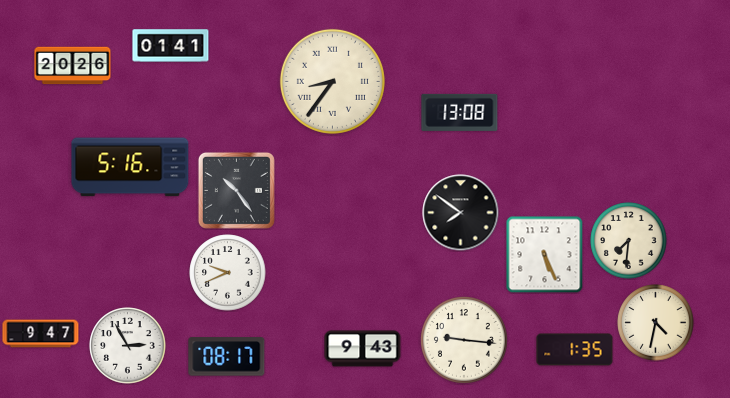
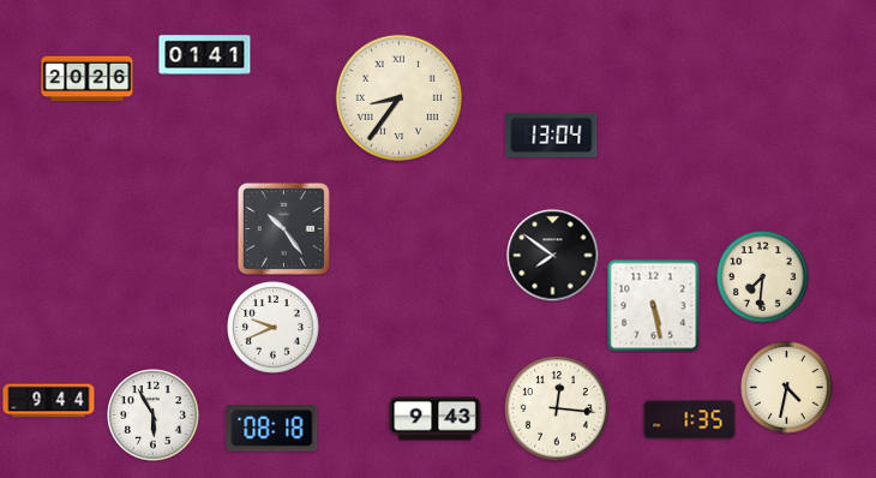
clock at (460, 112): 13:08 -> 13:04
clock at (130, 167): 5:16 -> none
clock at (629, 241) position: (629, 241) -> (763, 277)
clock at (544, 254): 5:26 -> 5:28
clock at (41, 334): 9:47 -> 9:44
clock at (465, 341): 9:16 -> 12:16
clock at (128, 346): 2:55 -> 5:55
clock at (227, 357): 08:17 -> 08:18
